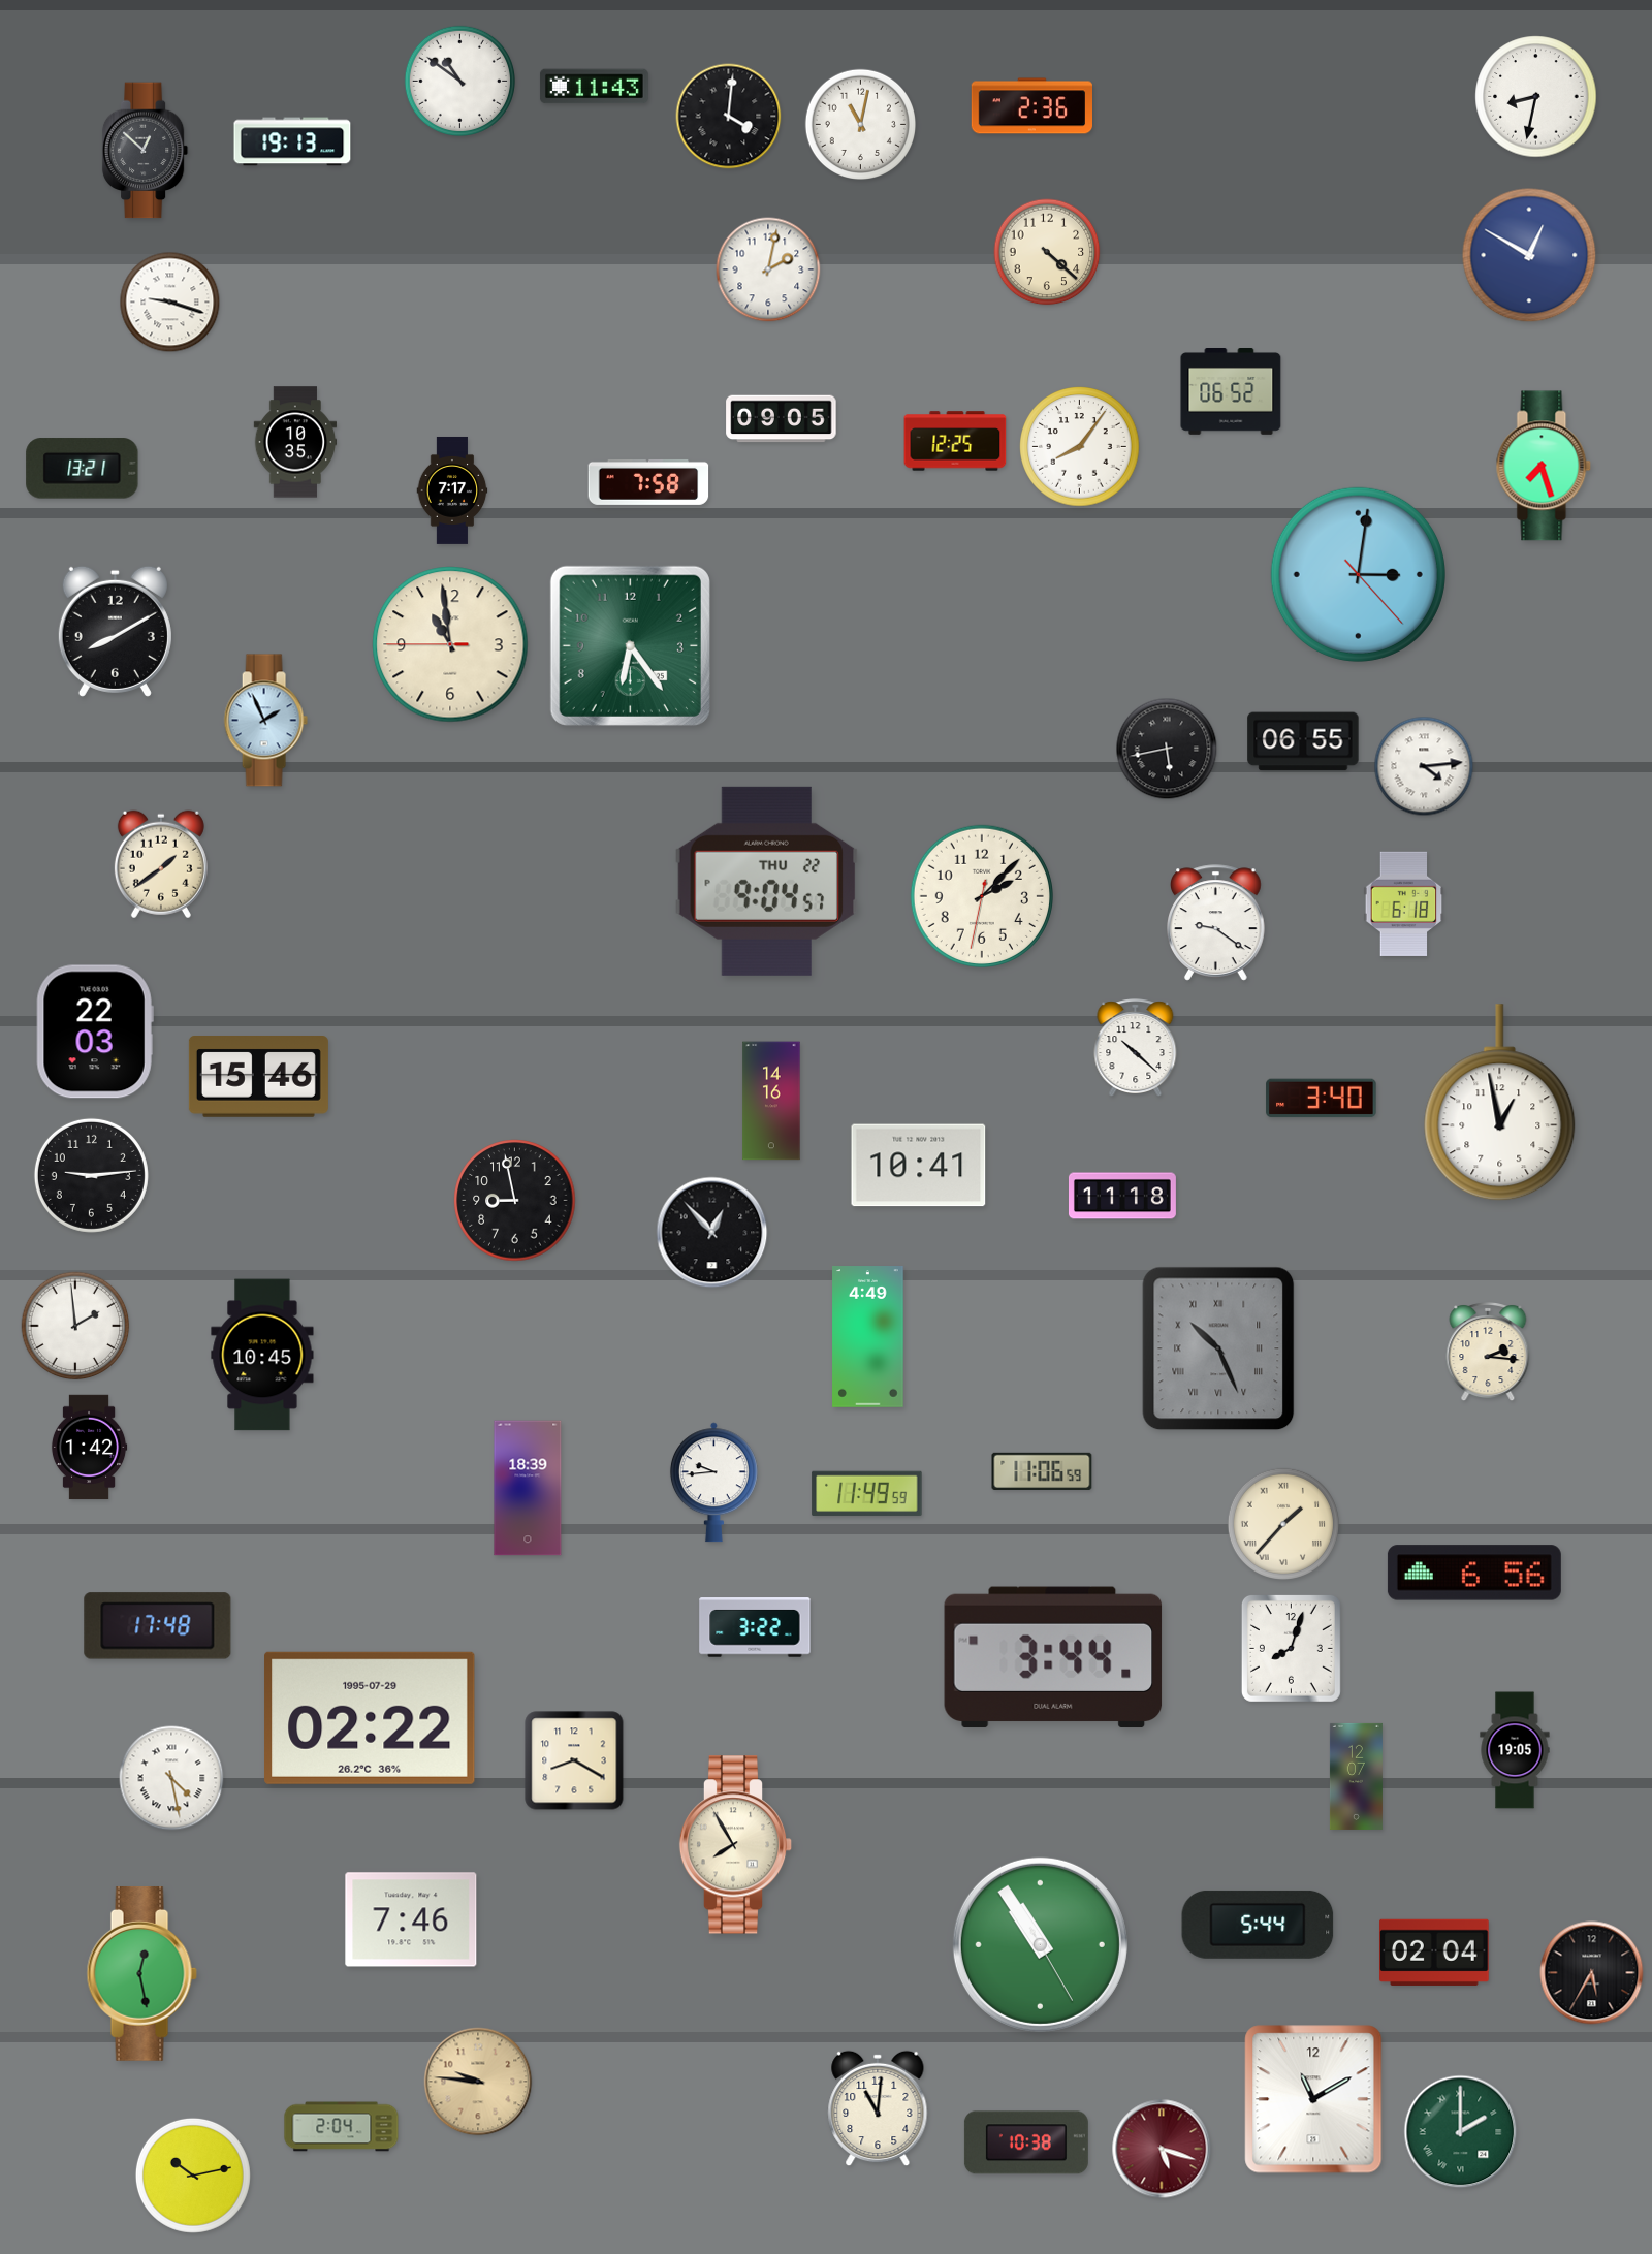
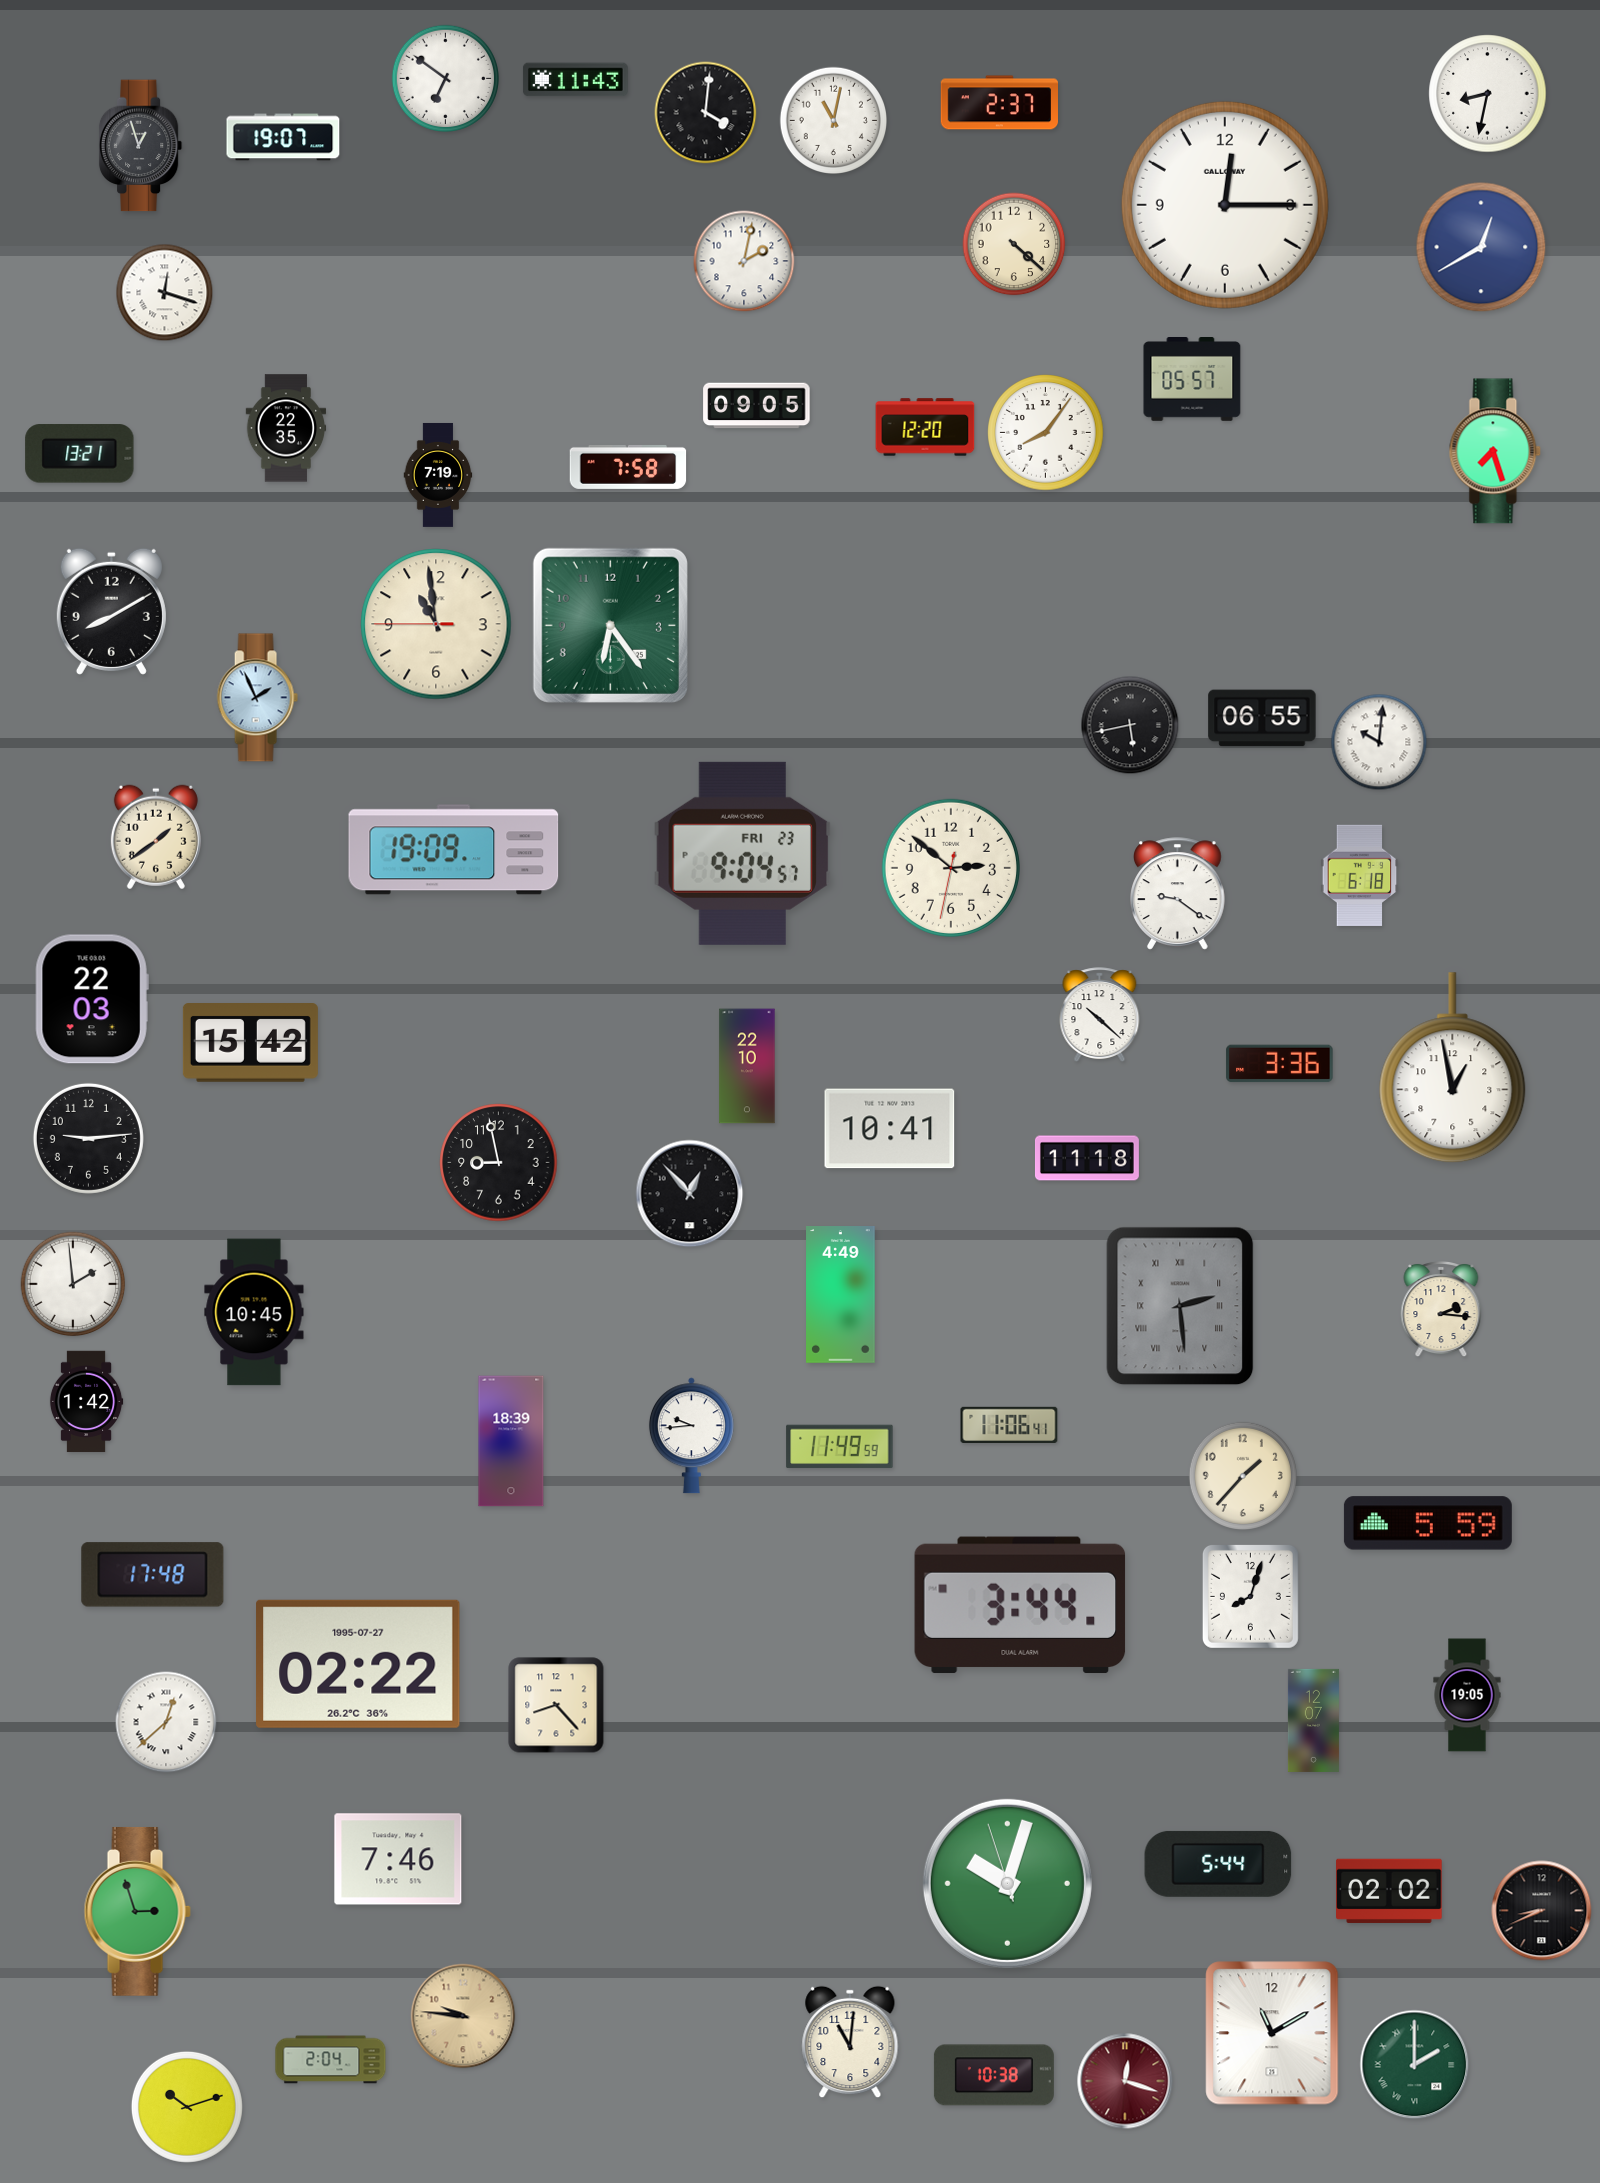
clock at (459, 81): 10:51 -> 6:51
clock at (594, 87) position: (594, 87) -> (575, 80)
clock at (1031, 106): 2:36 -> 2:37
clock at (292, 141): 19:13 -> 19:07
clock at (146, 151): 12:52 -> 12:57
clock at (1225, 205): none -> 12:15
clock at (1529, 255): 12:50 -> 12:40
clock at (170, 303): 9:18 -> 12:18
clock at (1231, 392): 06:52 -> 05:57
clock at (955, 441): 12:25 -> 12:20
clock at (295, 442): 10:35 -> 22:35
clock at (452, 490): 7:17 -> 7:19
clock at (1358, 574): 3:01 -> none
clock at (1424, 766): 4:14 -> 10:01
clock at (454, 850): none -> 19:09
clock at (767, 881) date: THU 22 -> FRI 23
clock at (982, 896): 2:07 -> 2:51
clock at (258, 1077): 15:46 -> 15:42
clock at (1322, 1099): 3:40 -> 3:36
clock at (771, 1101): 14:16 -> 22:10
clock at (1218, 1348): 10:26 -> 2:29
clock at (1042, 1470): 11:06:59 -> 11:06:41
clock at (1283, 1524) numerals: Roman -> Arabic
clock at (1474, 1573): 6:56 -> 5:59
clock at (755, 1627): 3:22 -> none
clock at (370, 1718) date: 1995-07-29 -> 1995-07-27
clock at (574, 1760): 8:20 -> 8:23
clock at (171, 1778): 4:28 -> 12:38
clock at (736, 1845): 7:55 -> none
clock at (1040, 1944): 10:54 -> 10:02
clock at (1435, 1953): 02:04 -> 02:02
clock at (141, 1973): 12:28 -> 2:57
clock at (1592, 1973): 5:35 -> 8:41
clock at (1162, 2149): 5:18 -> 12:18
clock at (193, 2176): 10:13 -> 10:12
